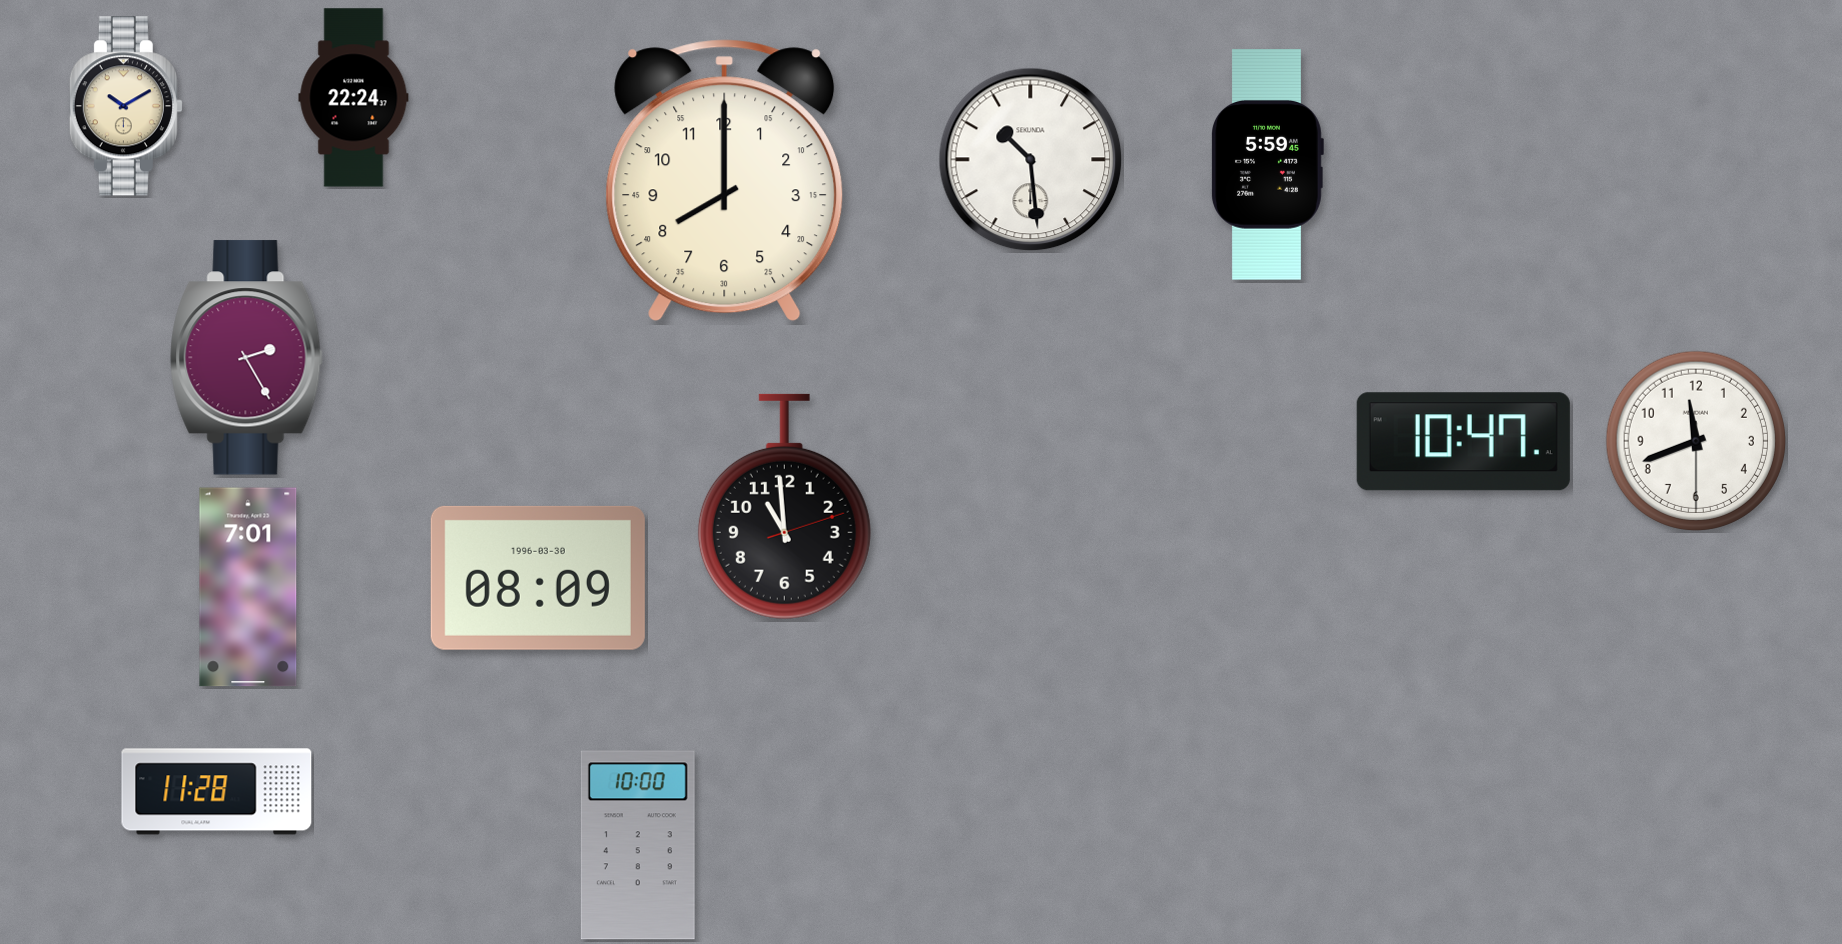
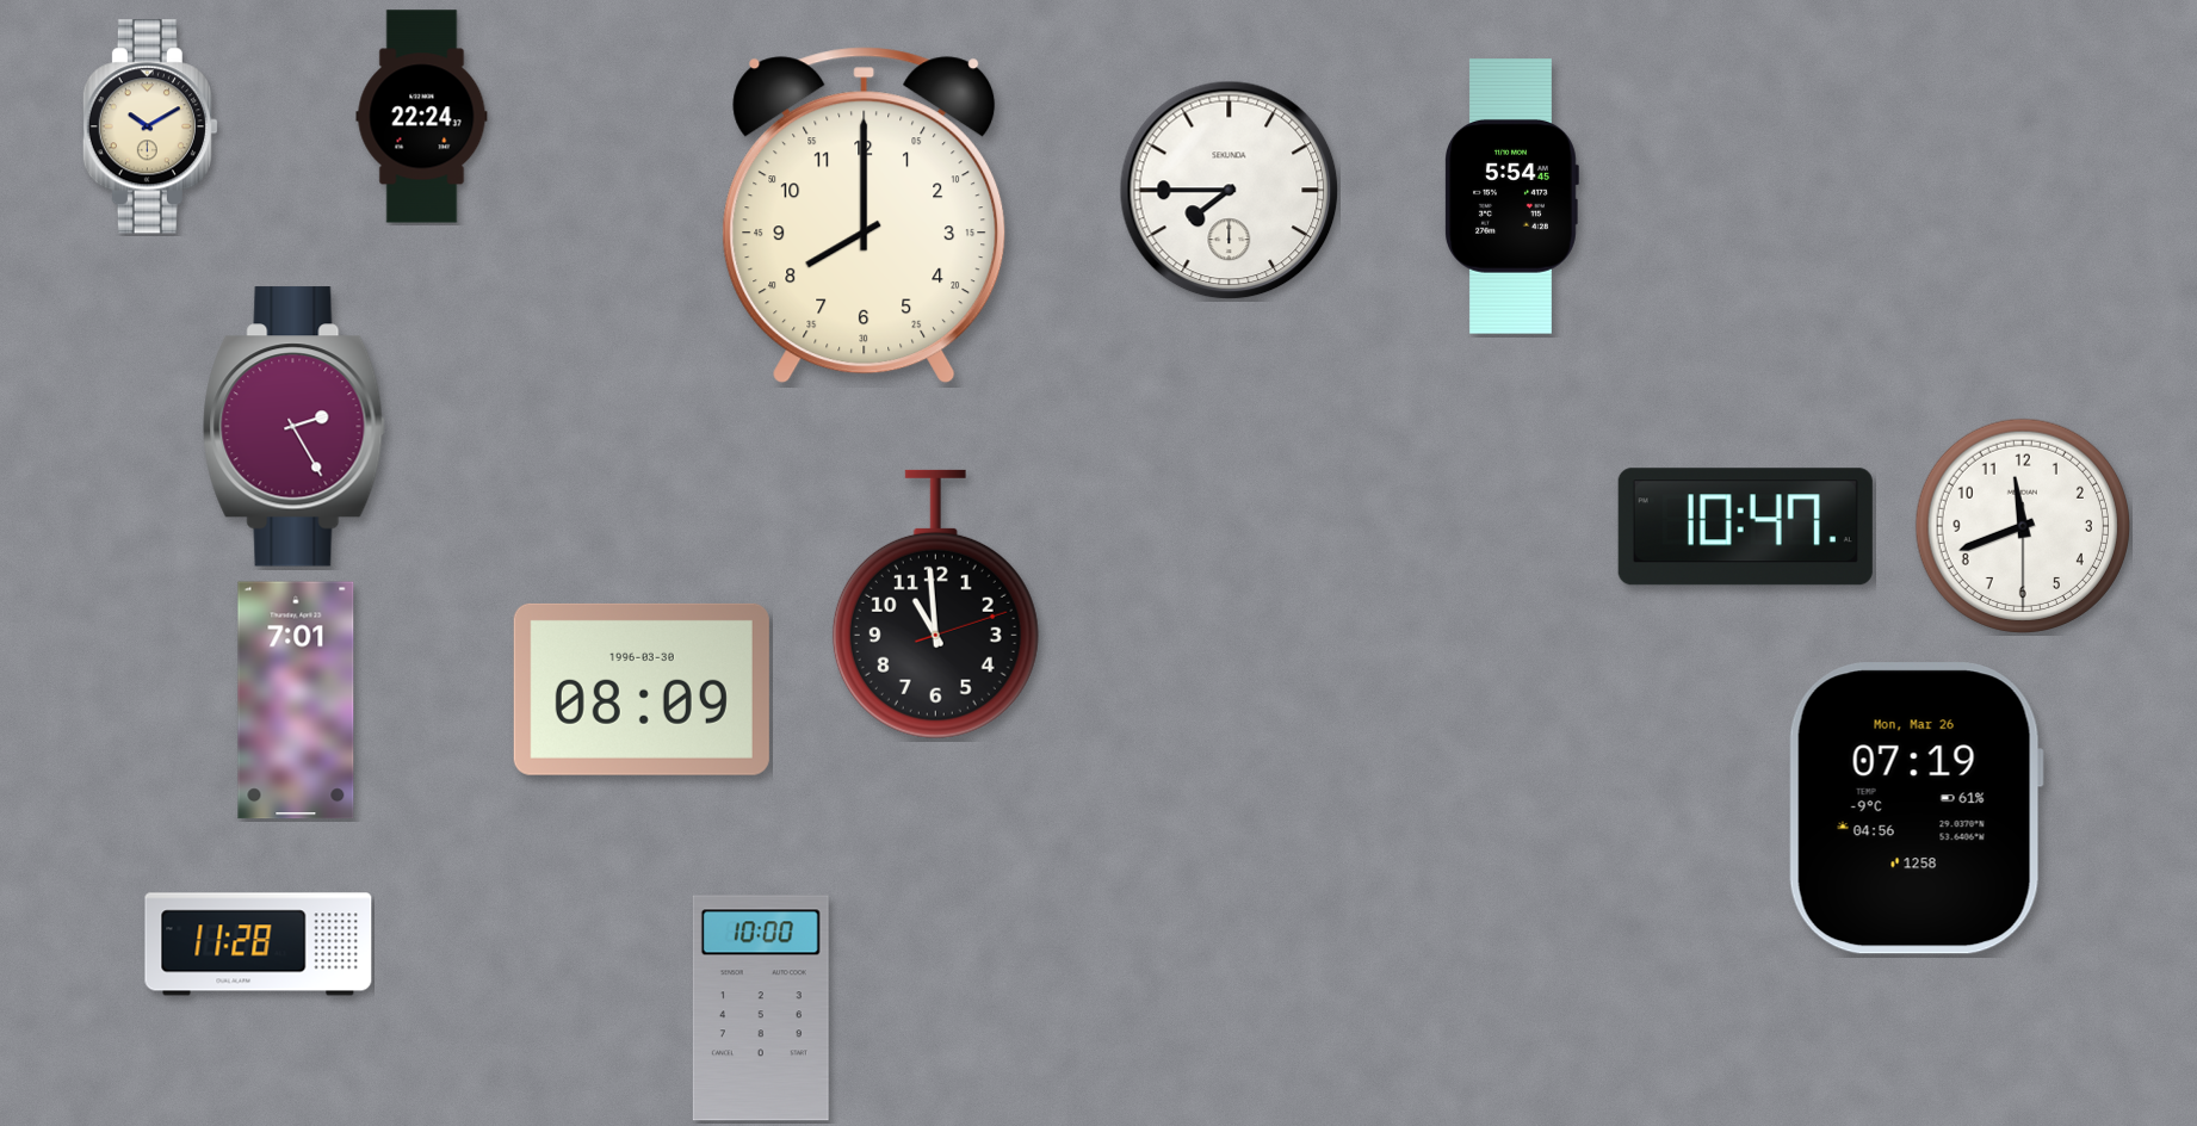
clock at (1031, 160): 10:29 -> 7:45
clock at (1267, 165): 5:59 -> 5:54
clock at (1916, 809): none -> 07:19
